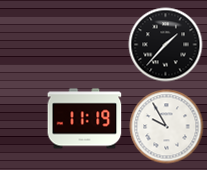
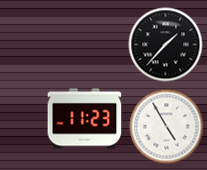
clock at (85, 119): 11:19 -> 11:23
clock at (167, 127): 9:55 -> 4:55
